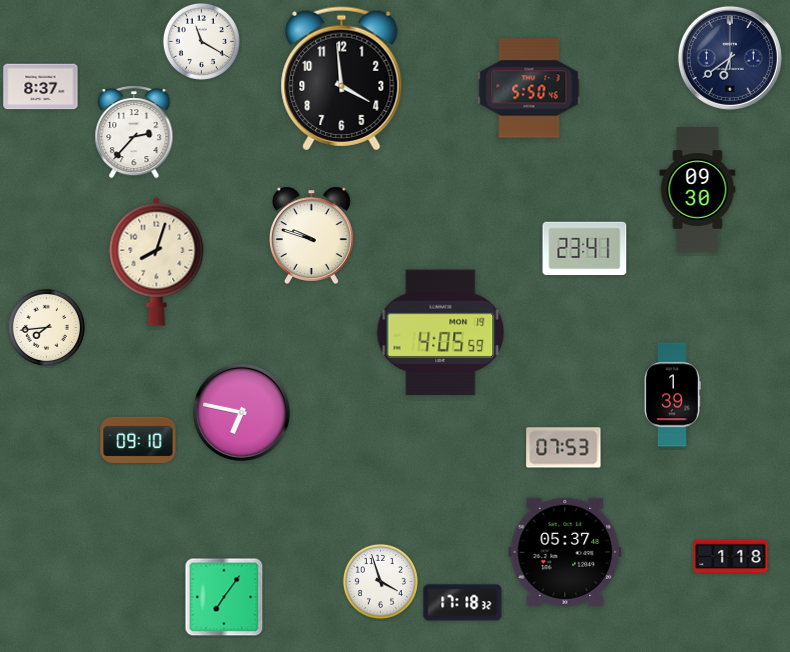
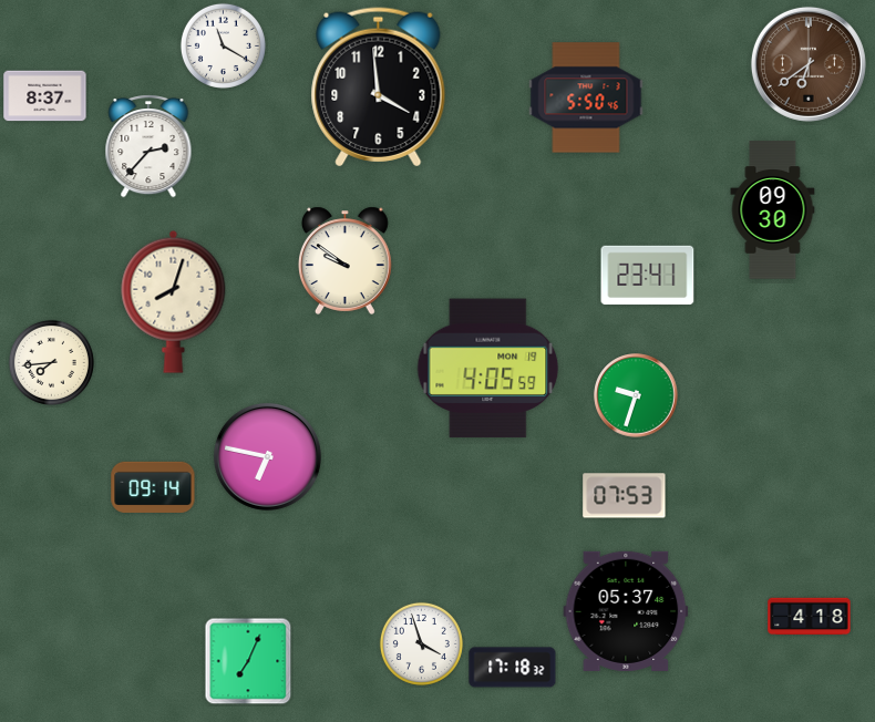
clock at (730, 58) dial: navy -> brown
clock at (312, 235): 9:48 -> 9:51
clock at (157, 261) position: (157, 261) -> (174, 301)
clock at (636, 395): none -> 9:33
clock at (672, 395): 1:39 -> none
clock at (138, 440): 09:10 -> 09:14
clock at (731, 557): 1:18 -> 4:18
clock at (224, 597): 7:06 -> 7:04
